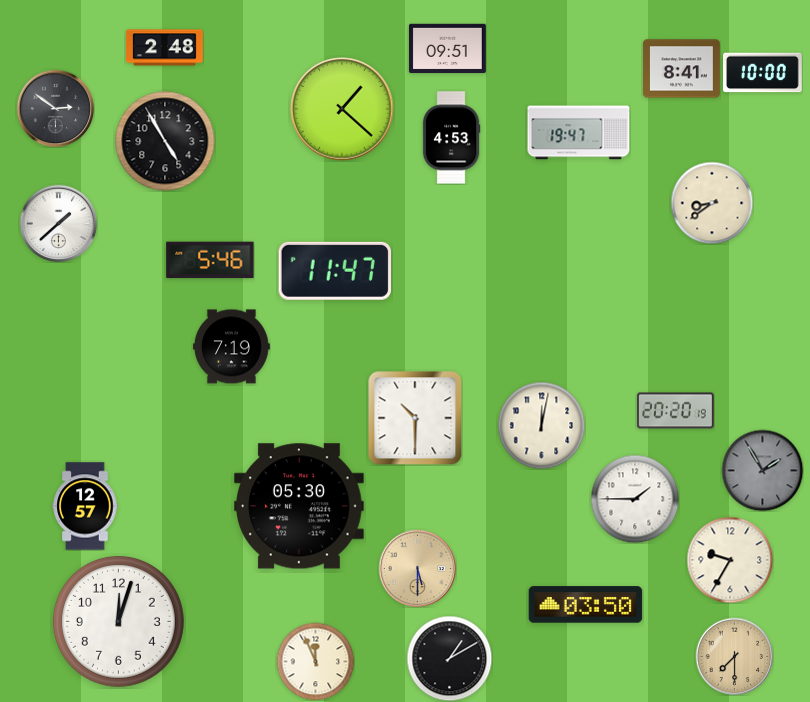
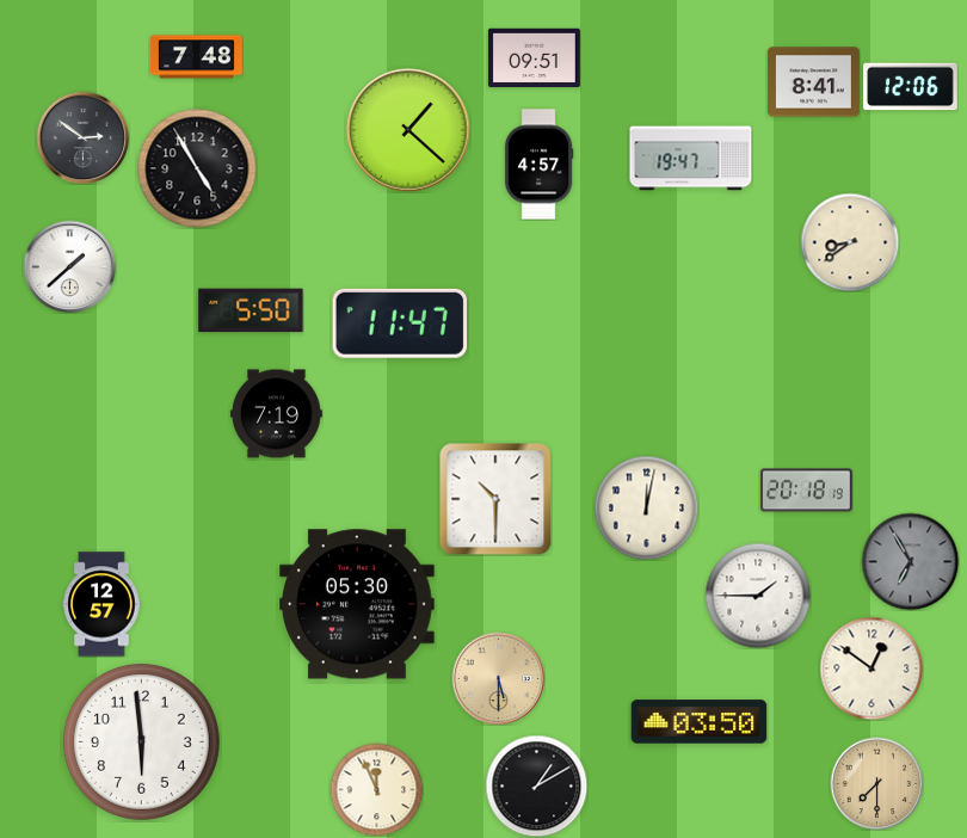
clock at (165, 48): 2:48 -> 7:48
clock at (763, 73): 10:00 -> 12:06
clock at (55, 108) position: (55, 108) -> (82, 137)
clock at (451, 138): 4:53 -> 4:57
clock at (210, 260): 5:46 -> 5:50
clock at (675, 411): 20:20 -> 20:18
clock at (762, 470): 1:55 -> 6:55
clock at (730, 560): 9:35 -> 12:51
clock at (118, 621): 12:03 -> 5:59
